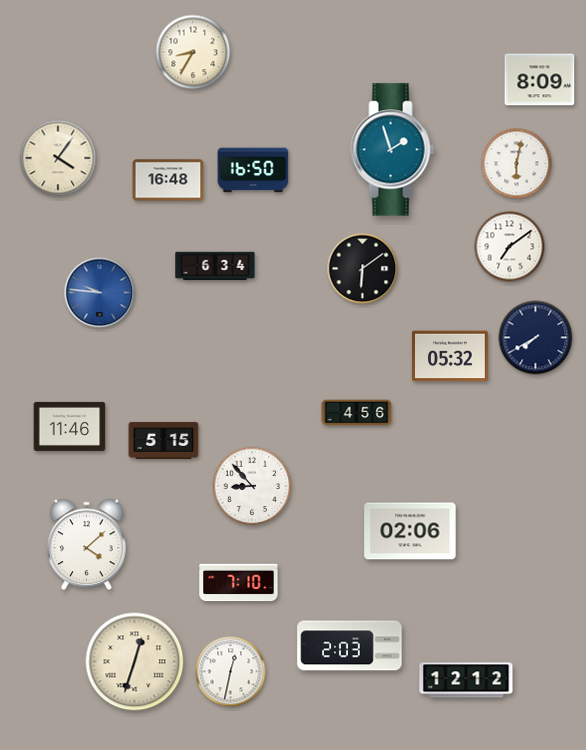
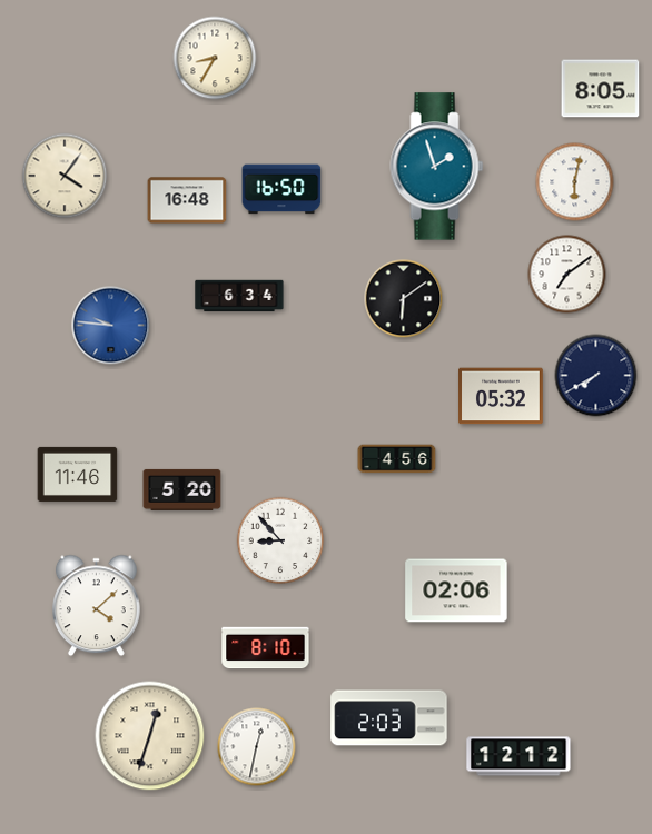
clock at (540, 80): 8:09 -> 8:05
clock at (164, 440): 5:15 -> 5:20
clock at (239, 583): 7:10 -> 8:10
